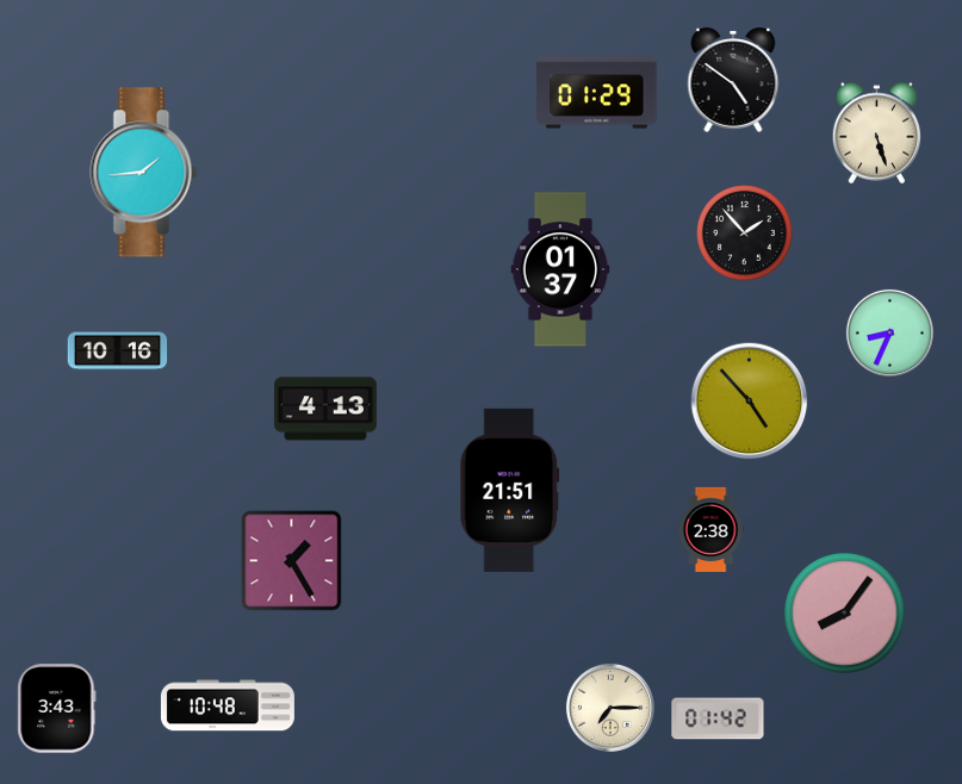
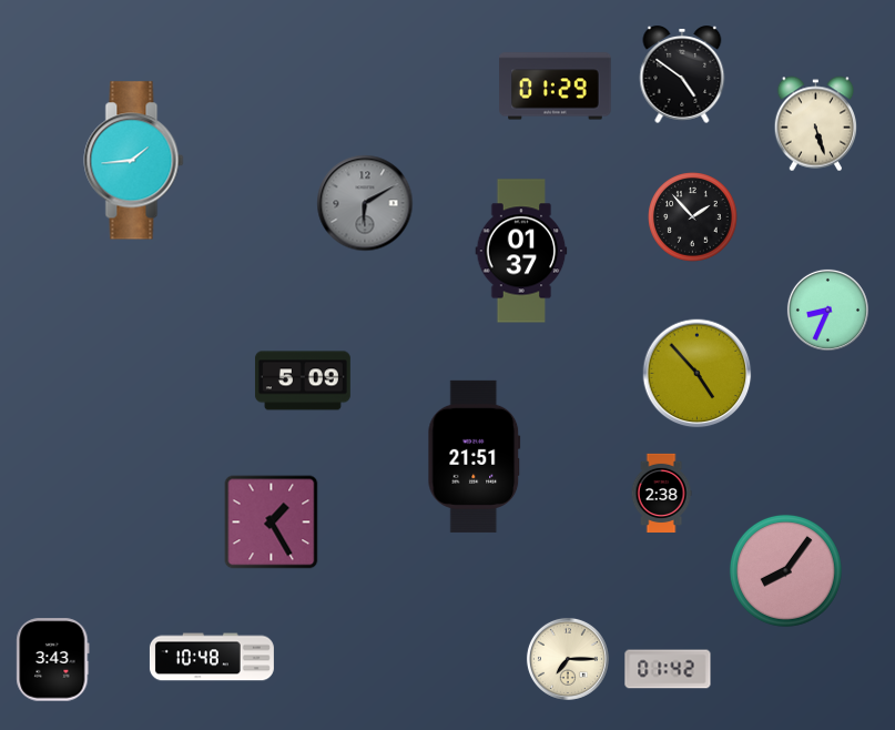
clock at (365, 203): none -> 6:10
clock at (118, 351): 10:16 -> none
clock at (325, 409): 4:13 -> 5:09
